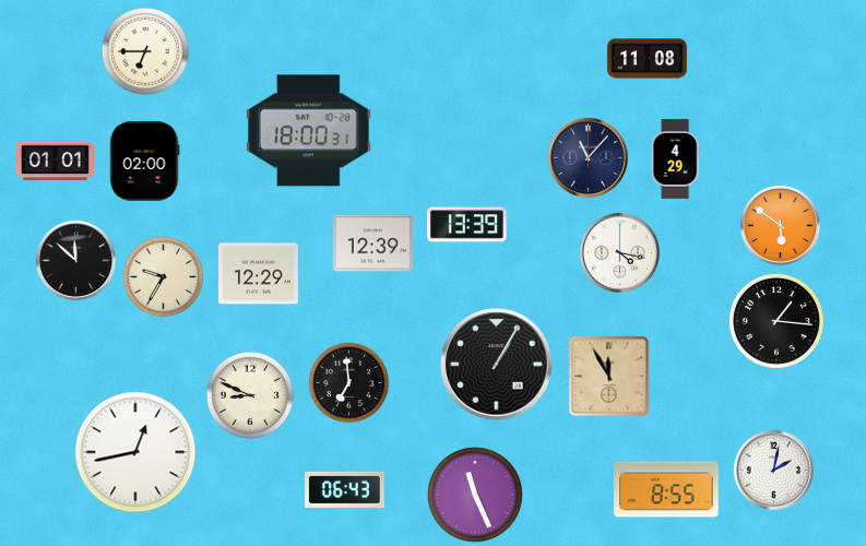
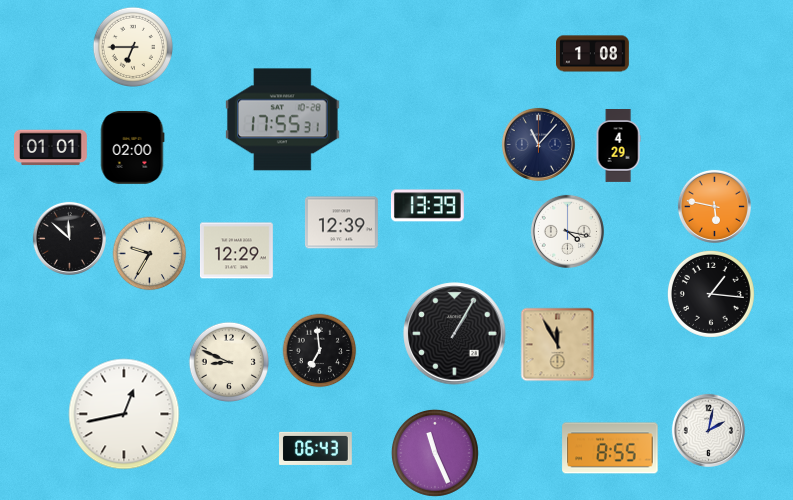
clock at (648, 59): 11:08 -> 1:08
clock at (309, 131): 18:00 -> 17:55
clock at (780, 225): 5:51 -> 5:47
